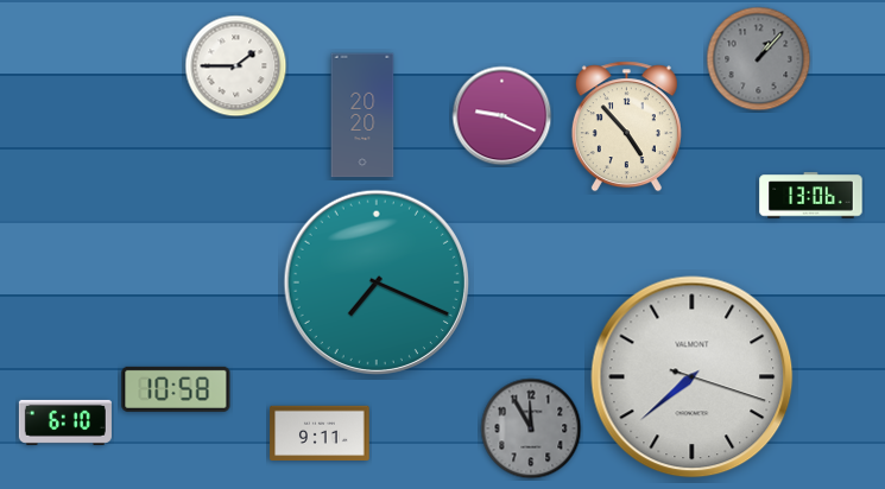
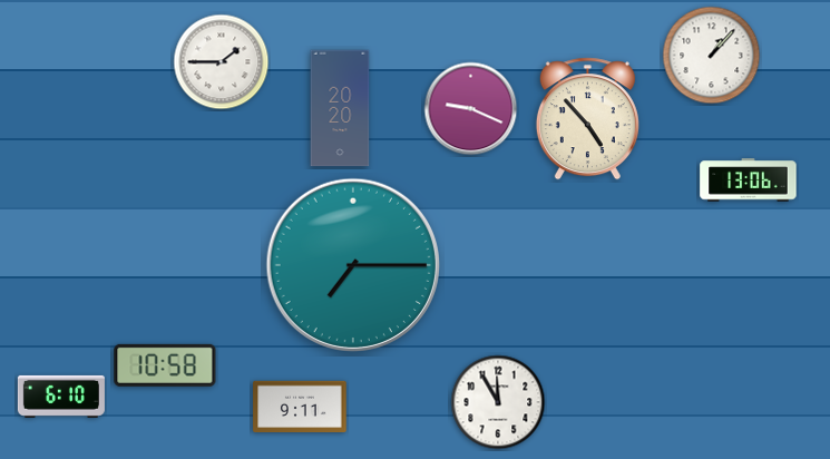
clock at (759, 59) dial: grey -> white
clock at (811, 196) position: (811, 196) -> (749, 180)
clock at (377, 282): 7:19 -> 7:15
clock at (693, 377): 7:38 -> none
clock at (531, 428) dial: grey -> white
